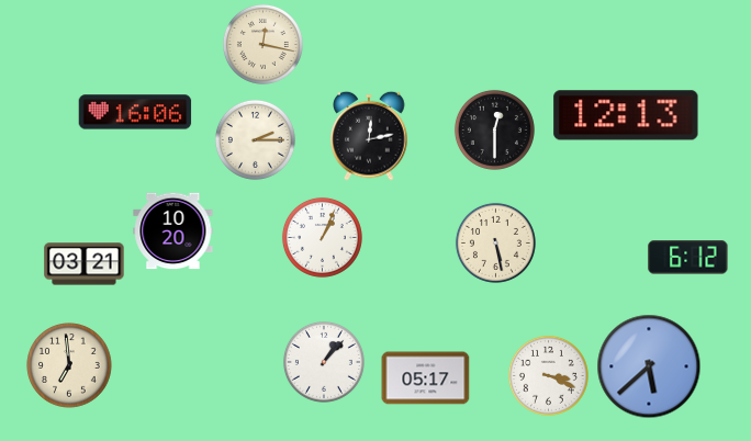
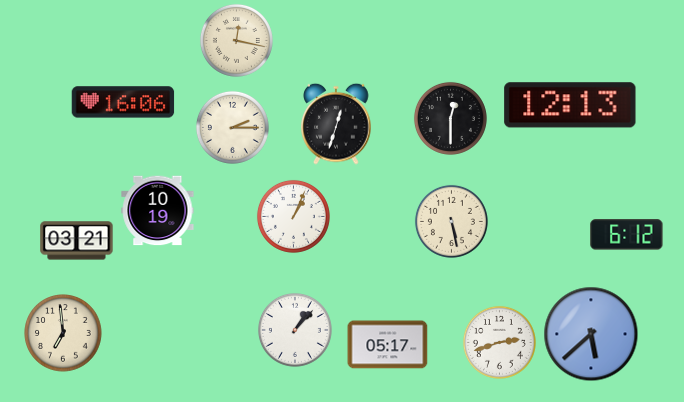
clock at (262, 44) position: (262, 44) -> (236, 40)
clock at (369, 136): 12:13 -> 12:33
clock at (173, 231): 10:20 -> 10:19
clock at (548, 375): 3:19 -> 2:42
